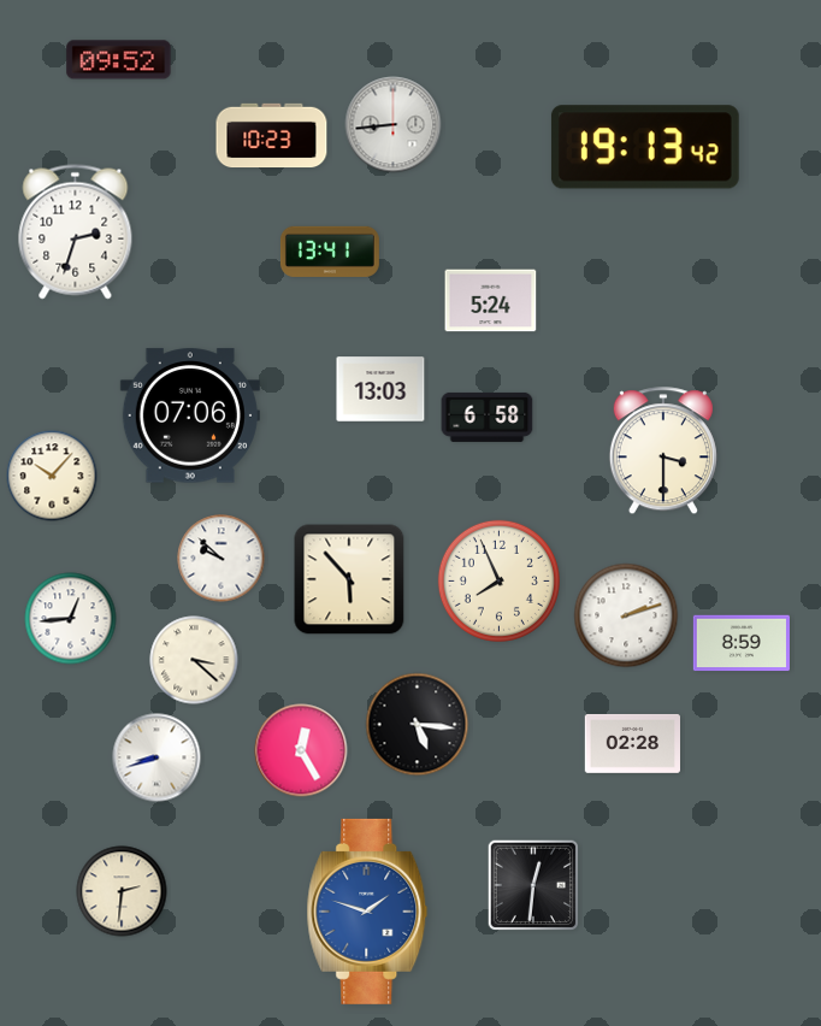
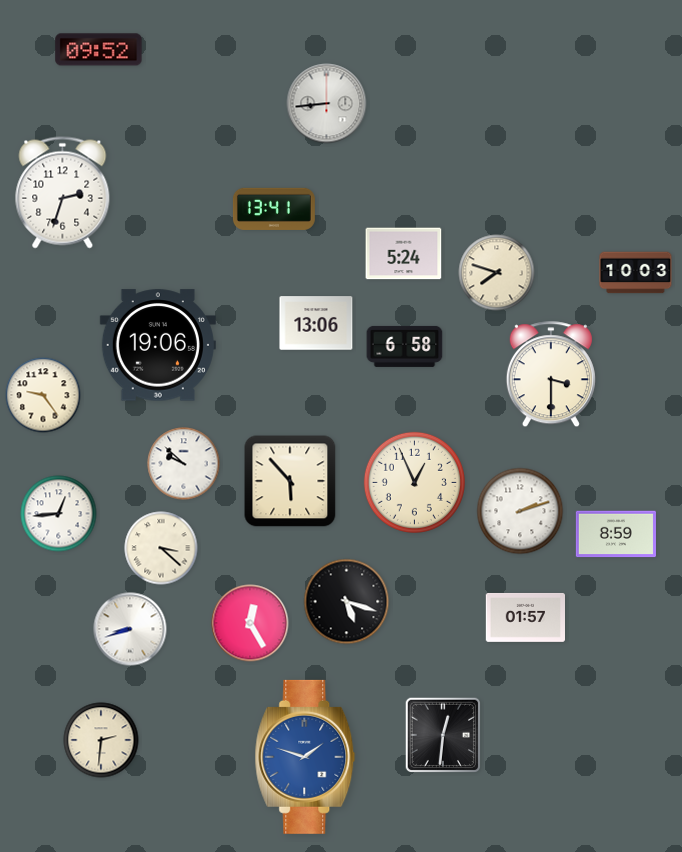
clock at (272, 136): 10:23 -> none
clock at (645, 147): 19:13 -> none
clock at (491, 301) position: (491, 301) -> (404, 254)
clock at (497, 273): none -> 7:48
clock at (636, 273): none -> 10:03
clock at (380, 389): 13:03 -> 13:06
clock at (190, 415): 07:06 -> 19:06
clock at (52, 476): 10:07 -> 9:24
clock at (498, 580): 7:56 -> 12:56
clock at (418, 725): 5:16 -> 5:18
clock at (633, 743): 02:28 -> 01:57
